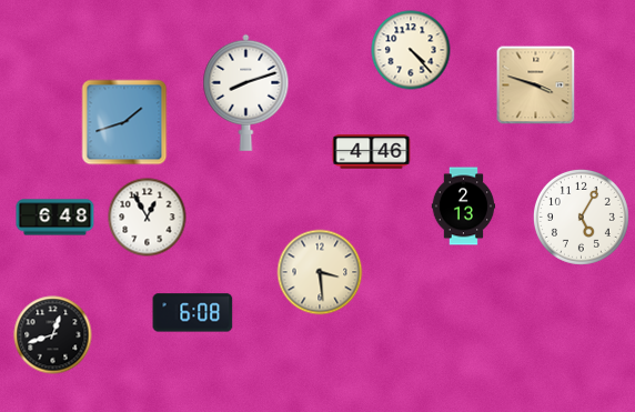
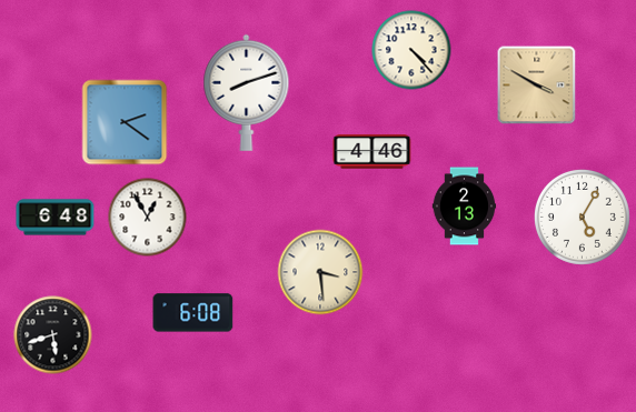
clock at (536, 86): 3:48 -> 3:50
clock at (124, 122): 1:42 -> 2:21
clock at (53, 335): 12:42 -> 5:42
